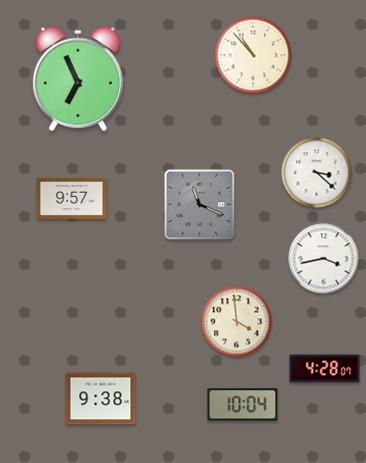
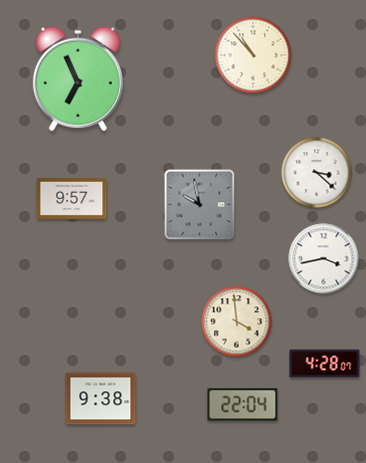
clock at (200, 205): 11:19 -> 9:58
clock at (325, 369) position: (325, 369) -> (325, 364)
clock at (243, 405): 10:04 -> 22:04
